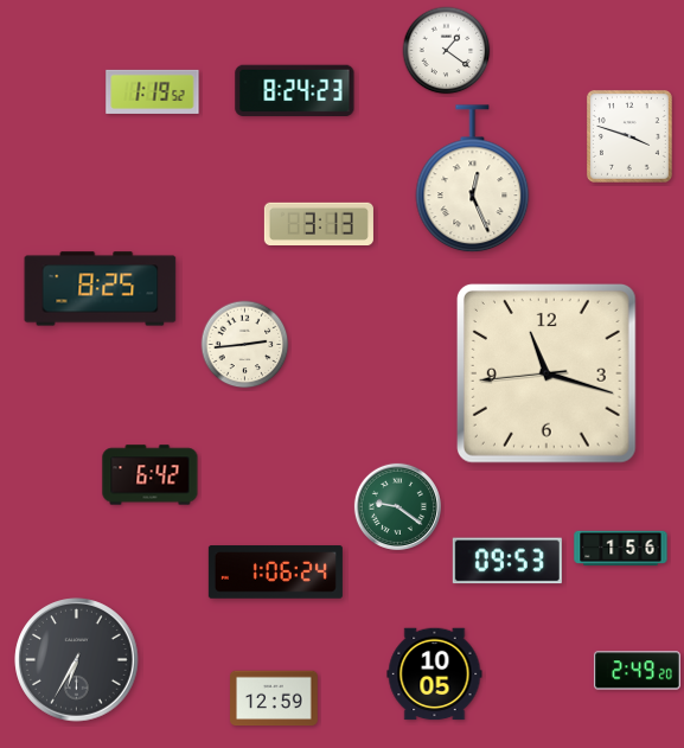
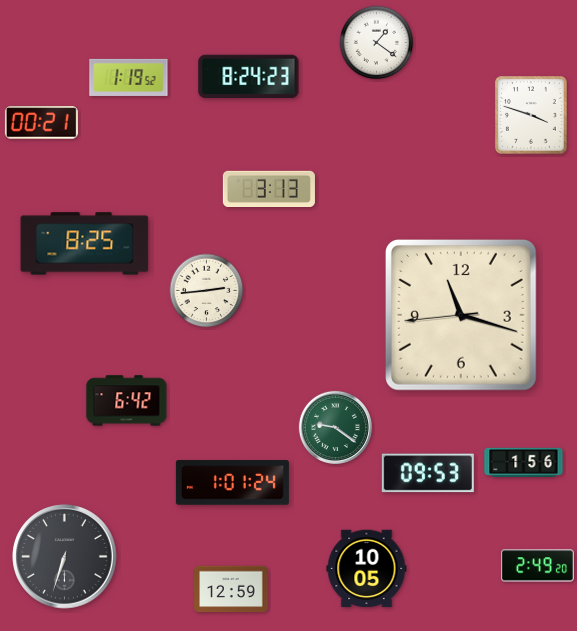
clock at (41, 123): none -> 00:21
clock at (473, 179): 12:26 -> none
clock at (275, 573): 1:06 -> 1:01
clock at (77, 660): 6:35 -> 6:33
